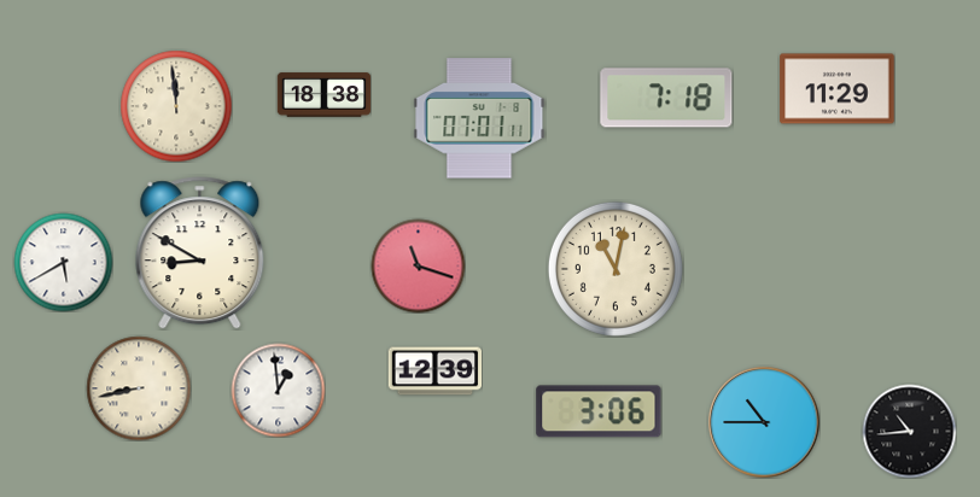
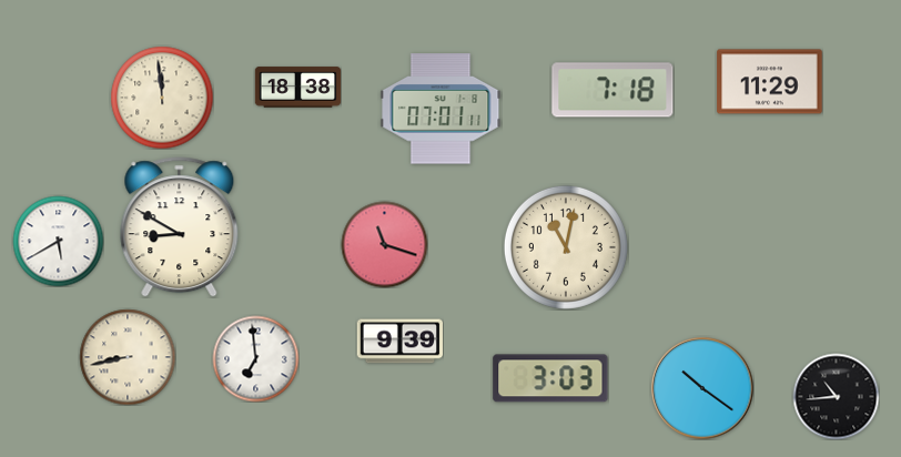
clock at (200, 253) position: (200, 253) -> (180, 227)
clock at (434, 372): 12:39 -> 9:39
clock at (278, 390): 12:59 -> 6:59
clock at (599, 411): 3:06 -> 3:03
clock at (764, 422): 10:45 -> 10:21
